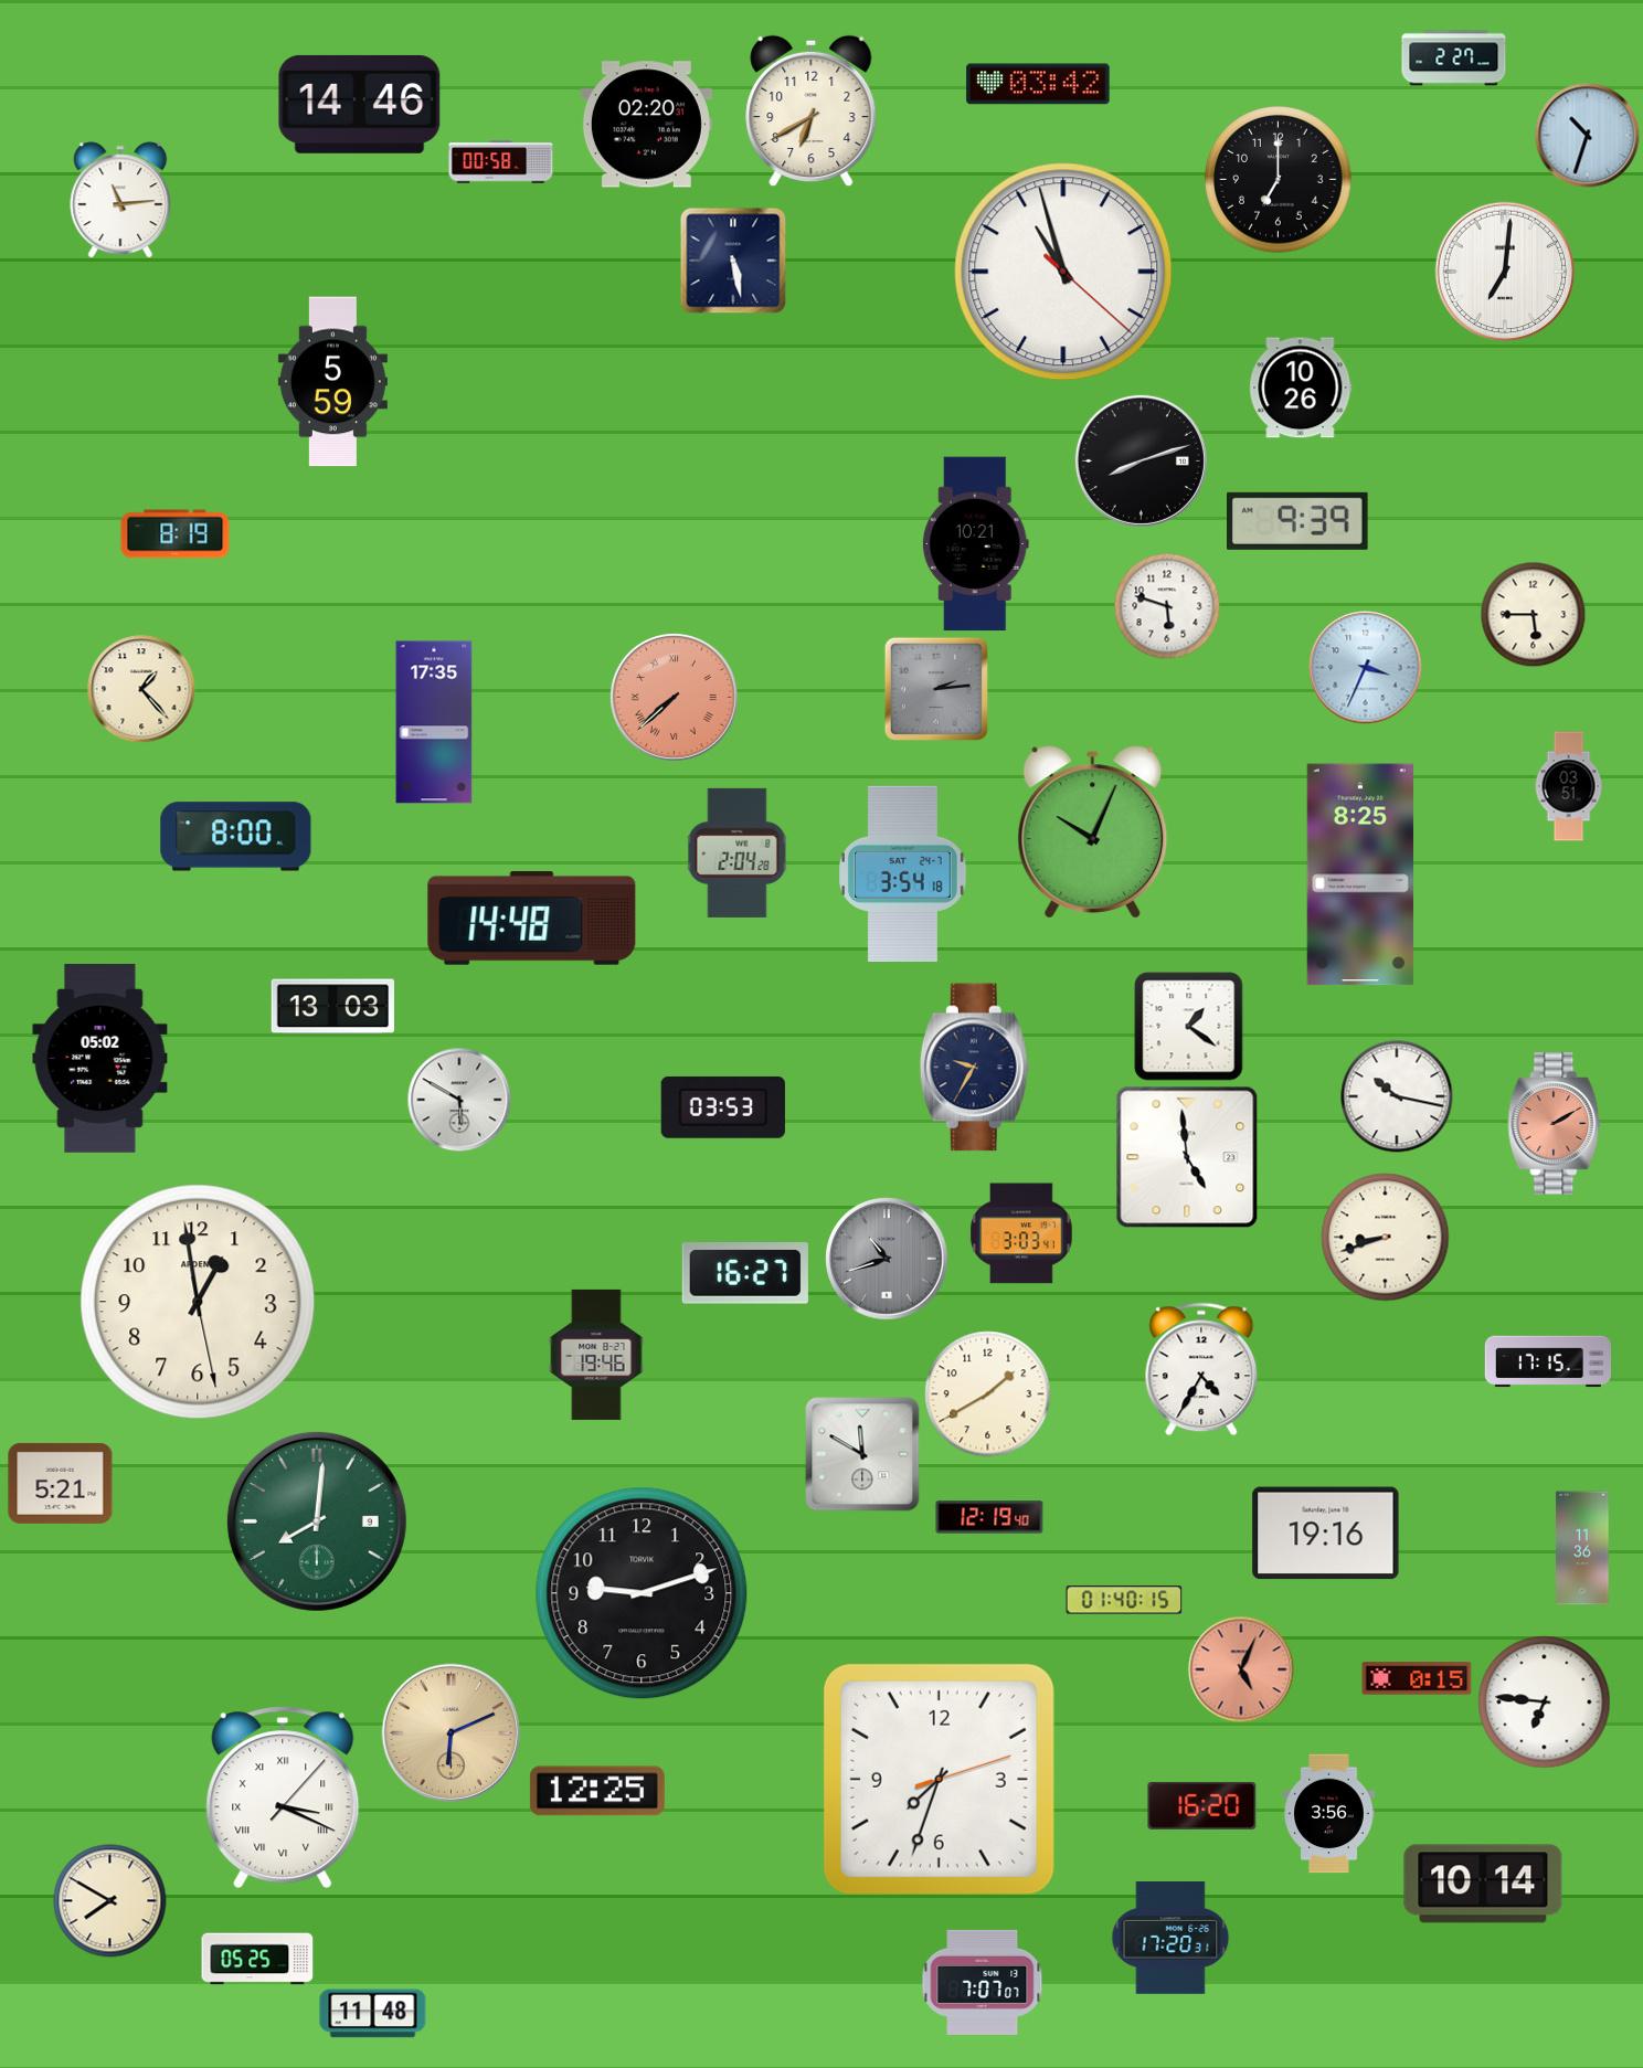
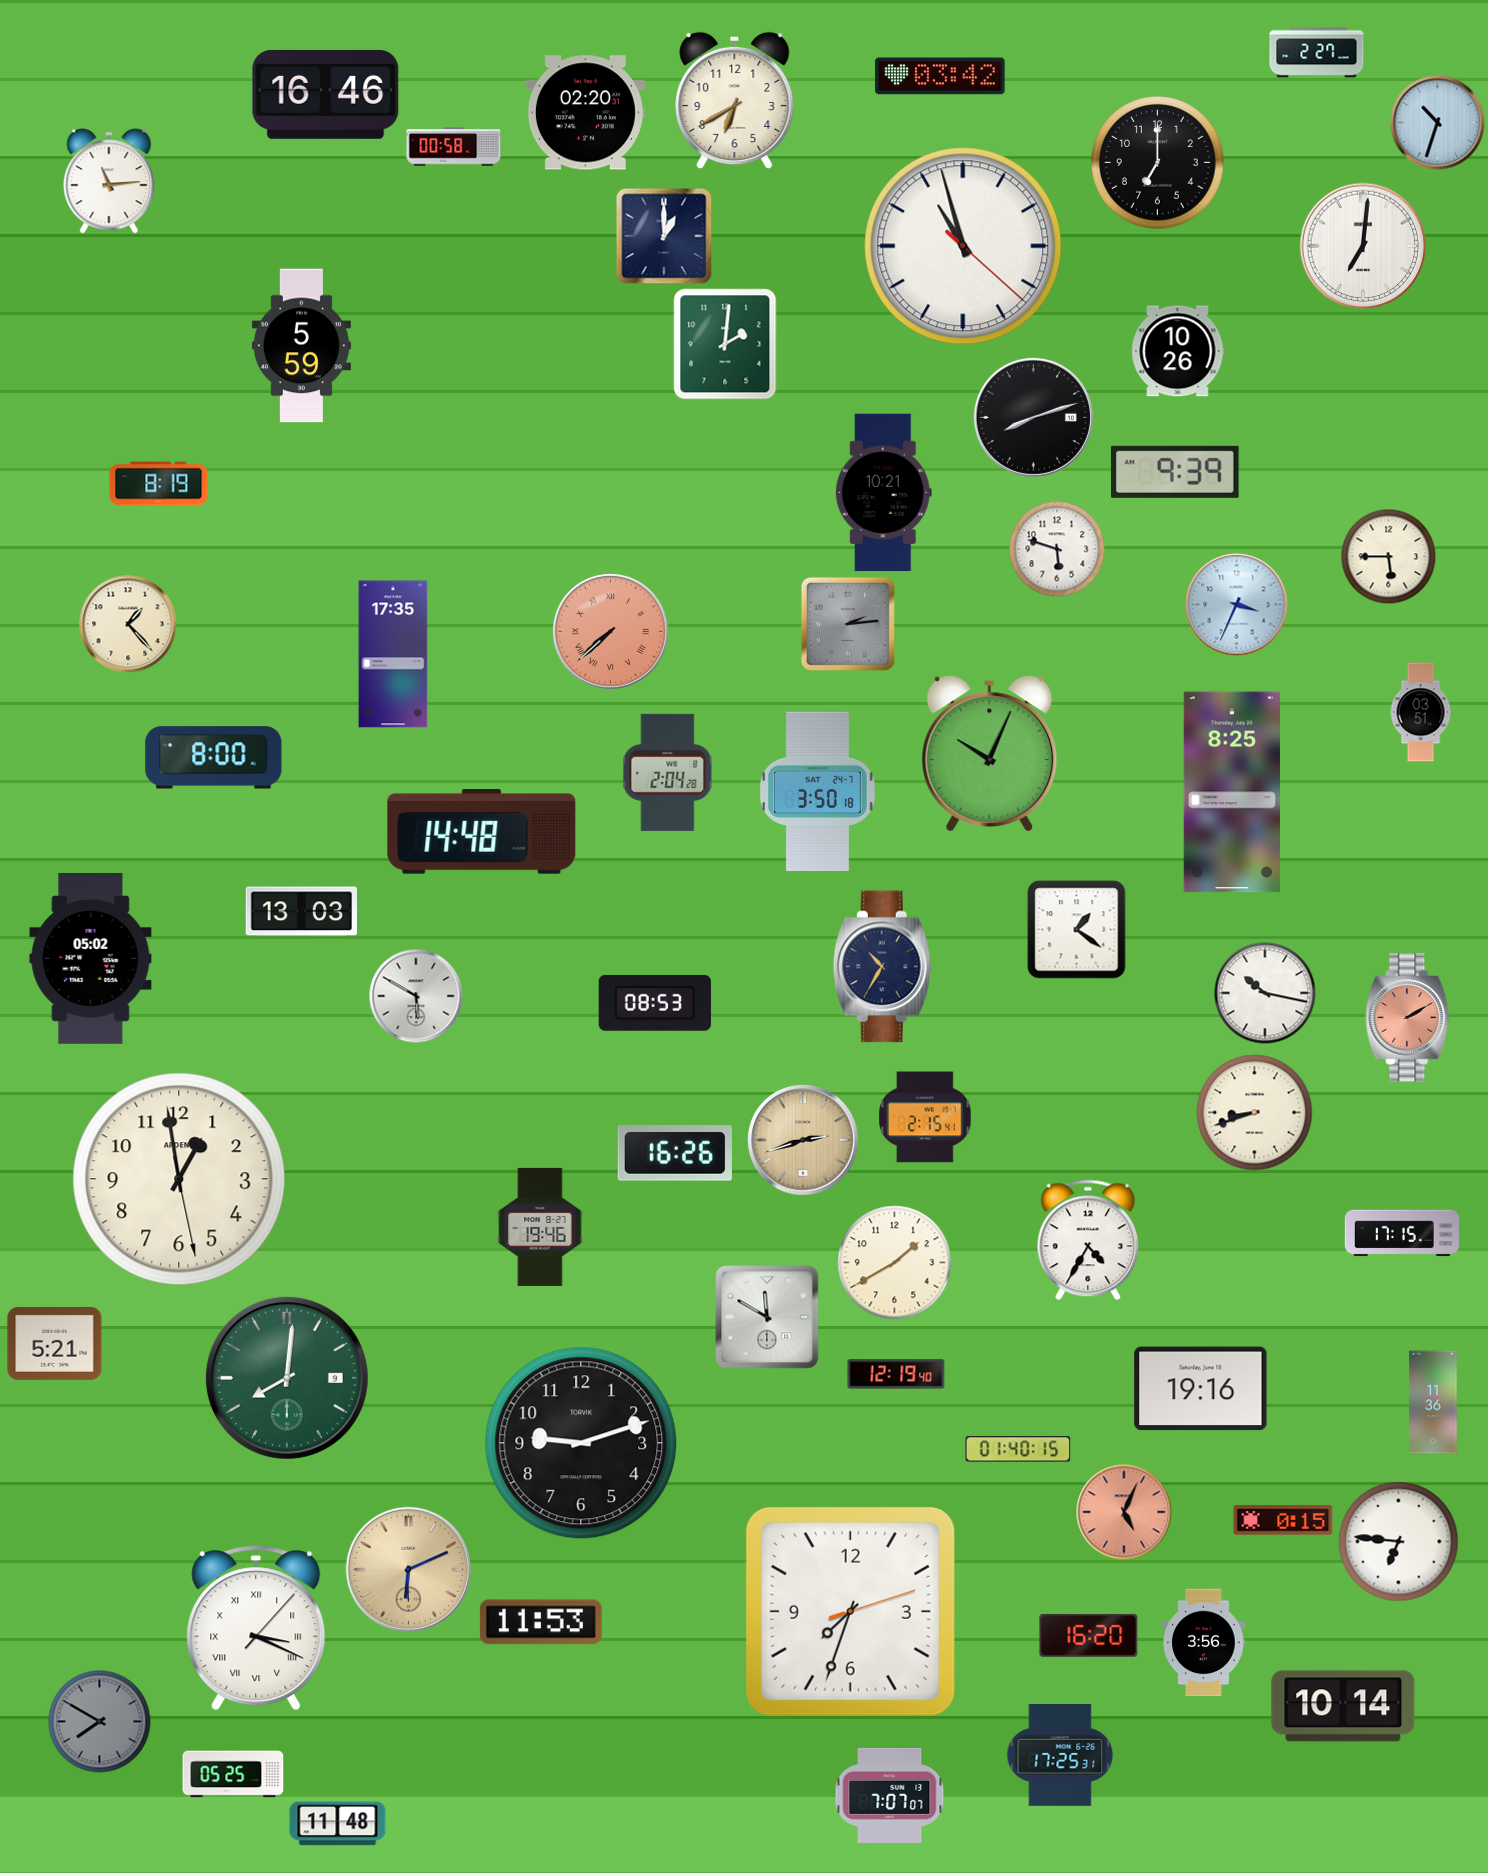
clock at (360, 104): 14:46 -> 16:46
clock at (733, 261): 5:28 -> 1:00
clock at (725, 344): none -> 2:01
clock at (902, 873): 3:54 -> 3:50
clock at (974, 1068): 9:35 -> 10:35
clock at (723, 1107): 03:53 -> 08:53
clock at (1187, 1157): 4:59 -> none
clock at (1021, 1233): 3:03 -> 2:15
clock at (1386, 1238) position: (1386, 1238) -> (1255, 1113)
clock at (887, 1259): 10:42 -> 2:42
clock at (887, 1259) dial: grey -> champagne
clock at (745, 1274): 16:27 -> 16:26
clock at (862, 1454) position: (862, 1454) -> (767, 1317)
clock at (597, 1791): 12:25 -> 11:53
clock at (110, 1901) dial: cream -> grey
clock at (1170, 1939): 17:20 -> 17:25
